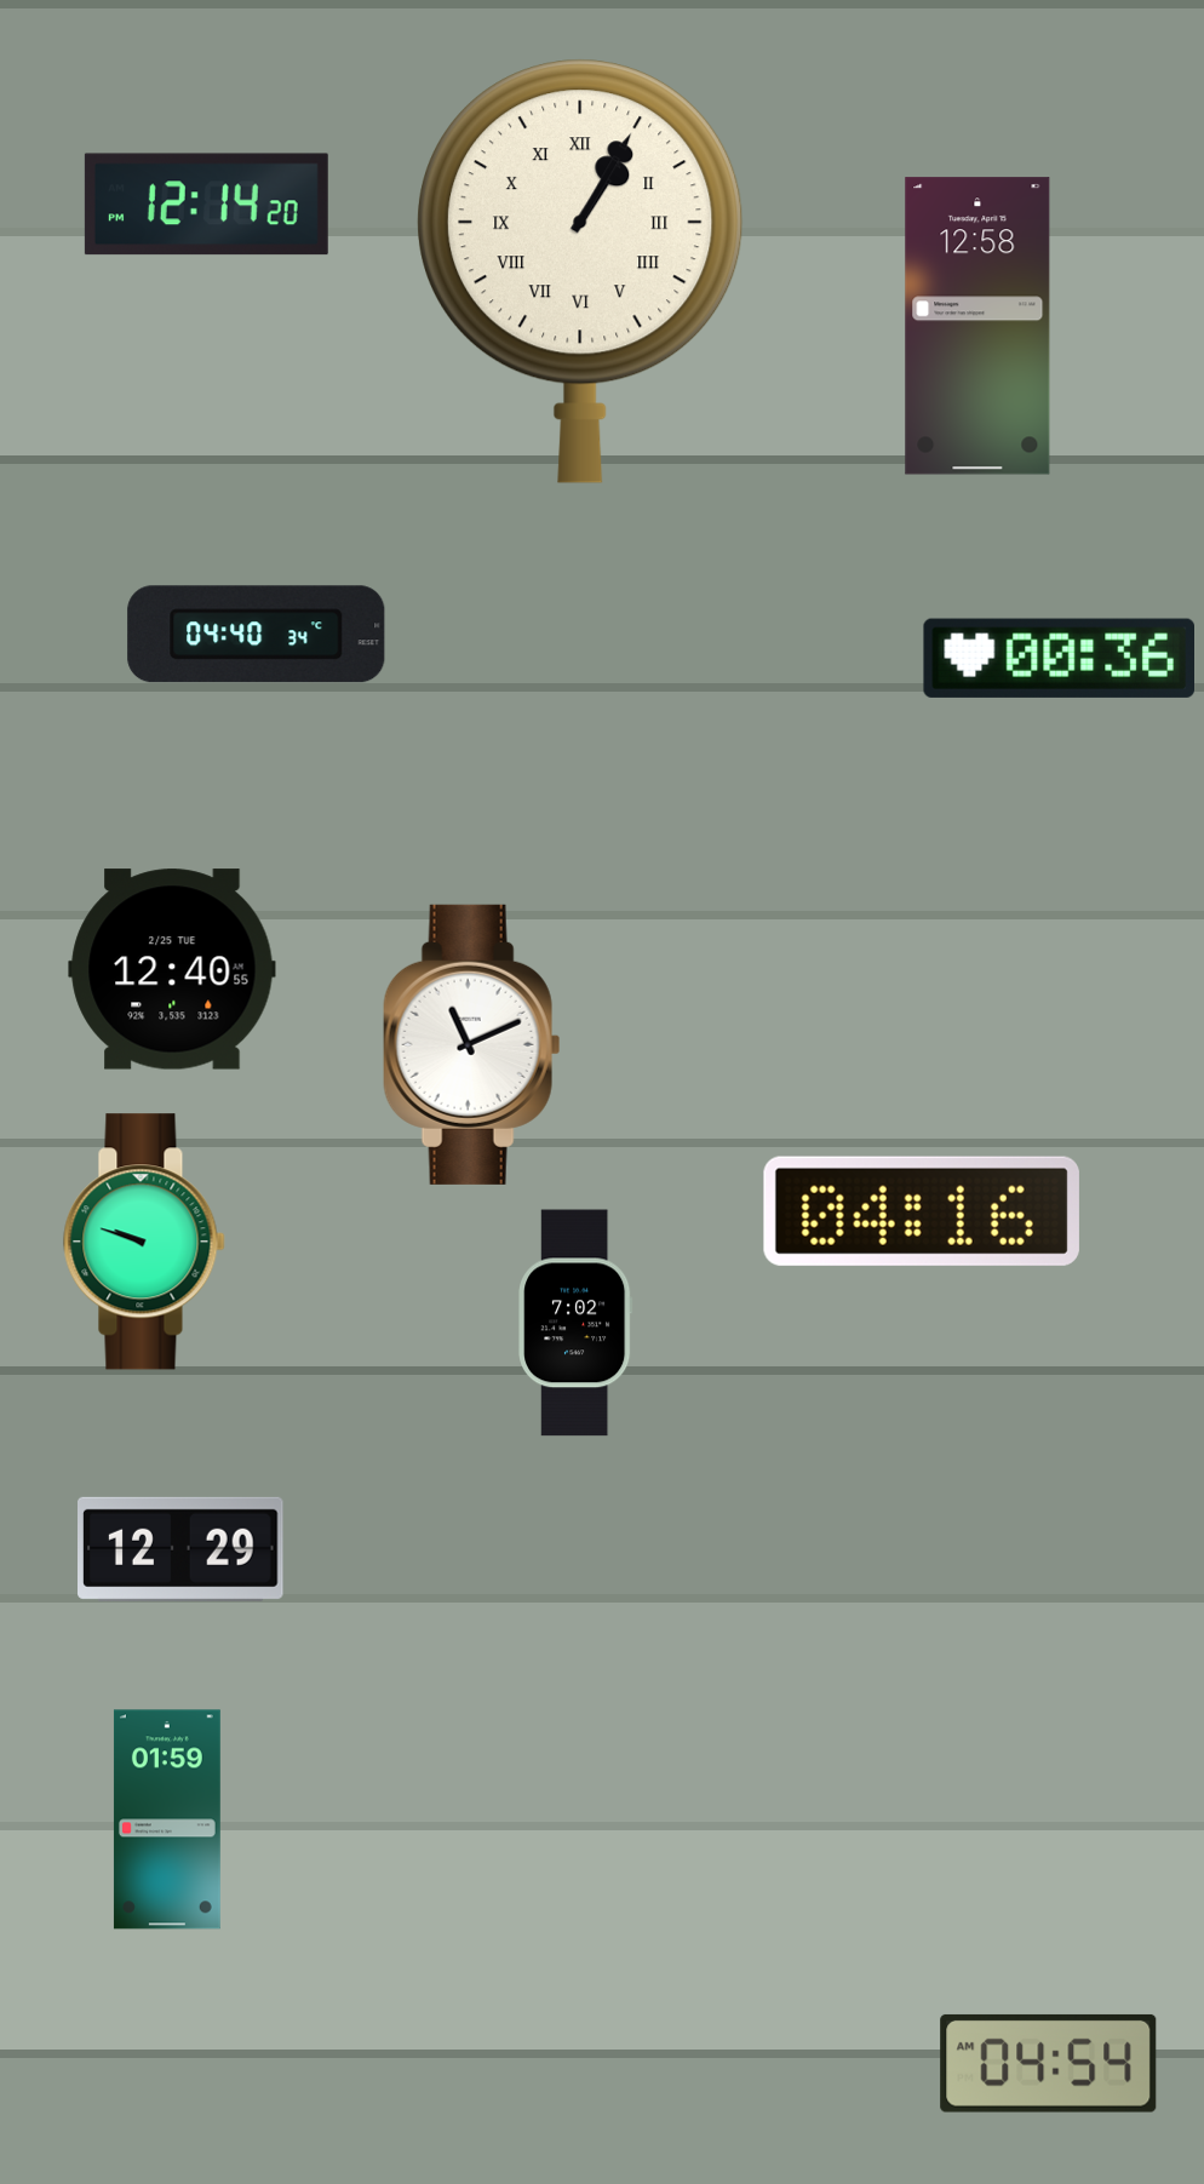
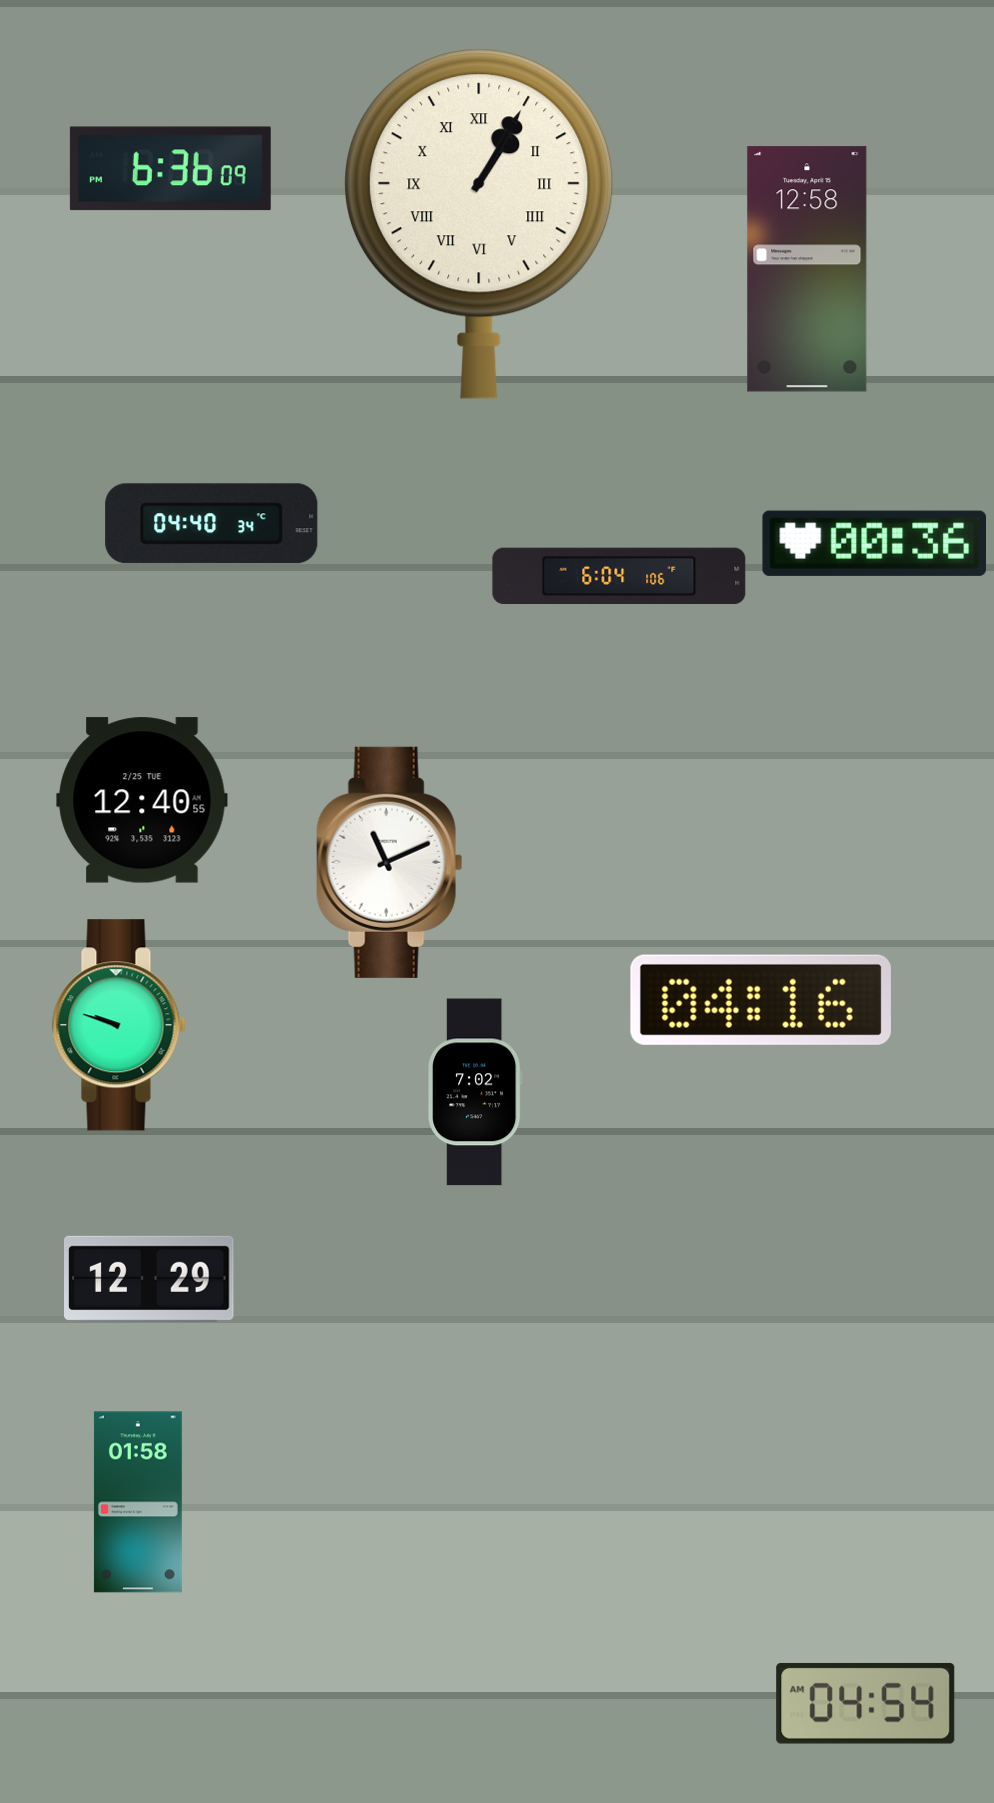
clock at (206, 205): 12:14 -> 6:36
clock at (619, 576): none -> 6:04
clock at (167, 1819): 01:59 -> 01:58
